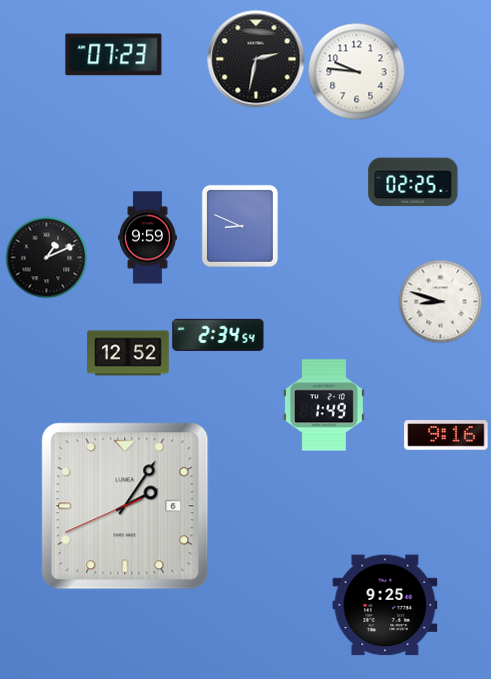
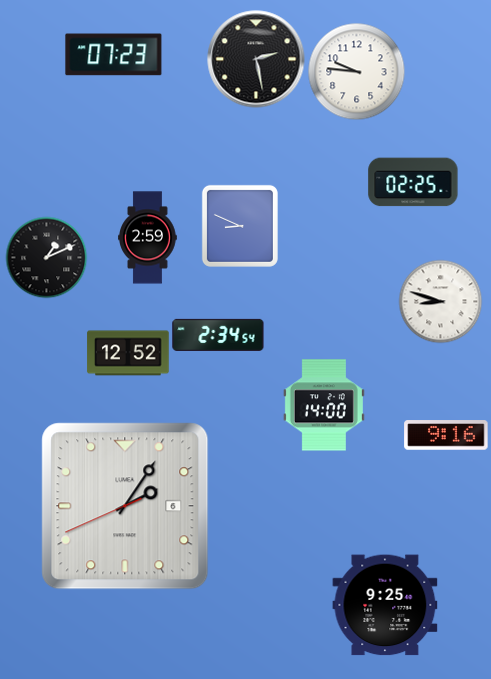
clock at (256, 59): 2:32 -> 2:28
clock at (148, 238): 9:59 -> 2:59
clock at (324, 405): 1:49 -> 14:00
